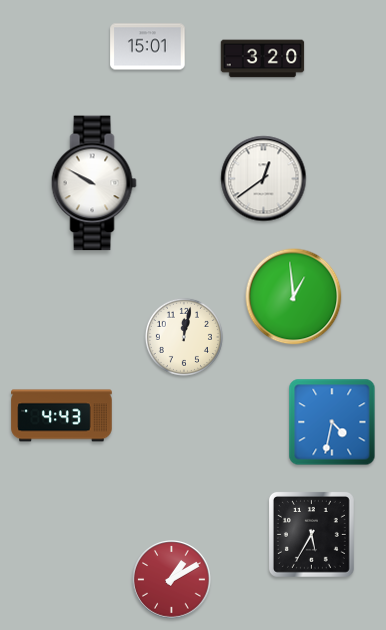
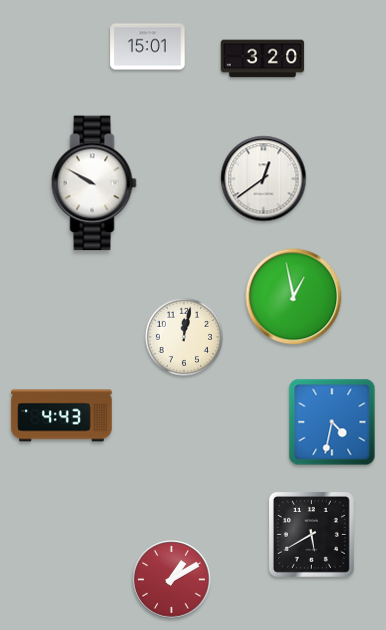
clock at (294, 297): 12:59 -> 12:58
clock at (311, 534): 5:35 -> 5:40
